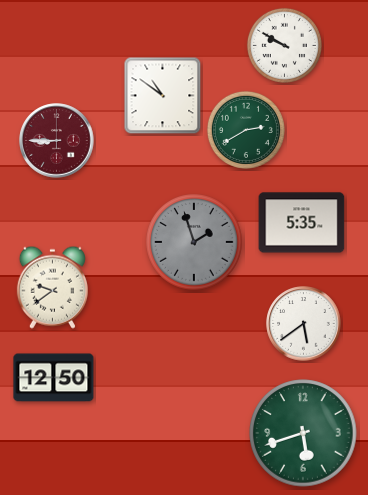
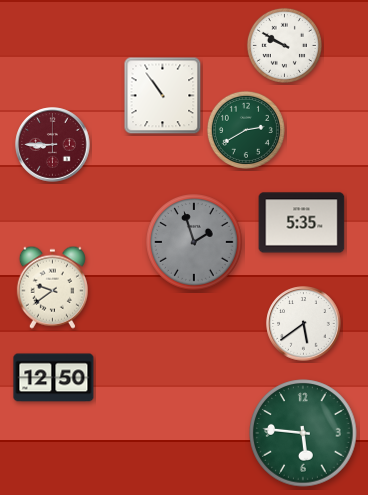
clock at (163, 96): 10:51 -> 10:54
clock at (57, 141) position: (57, 141) -> (53, 145)
clock at (303, 433): 5:42 -> 5:46
